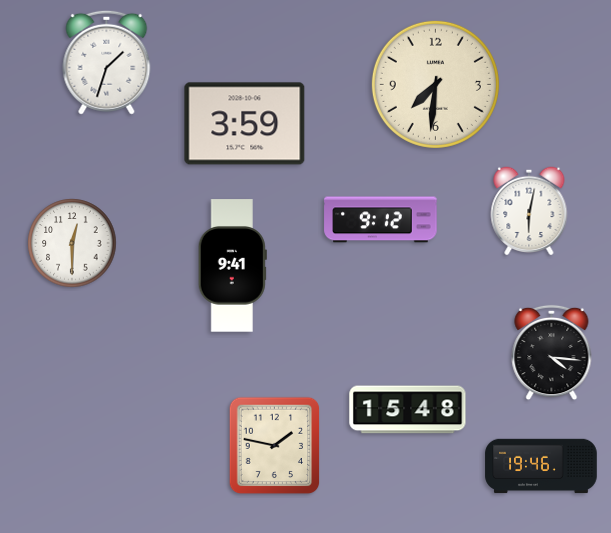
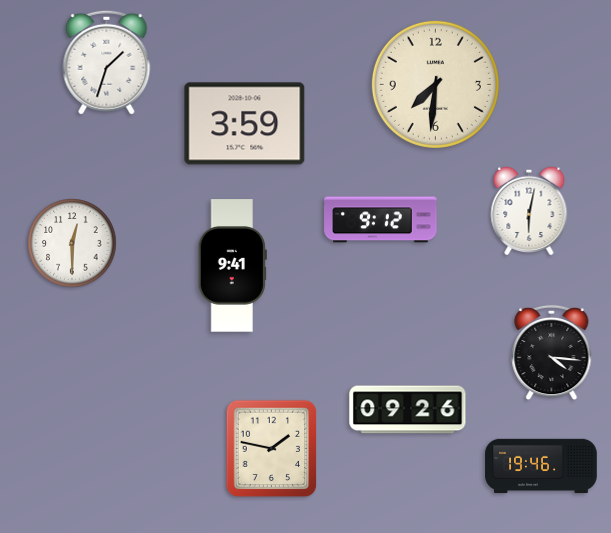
clock at (408, 410): 15:48 -> 09:26
clock at (275, 446) position: (275, 446) -> (272, 449)
